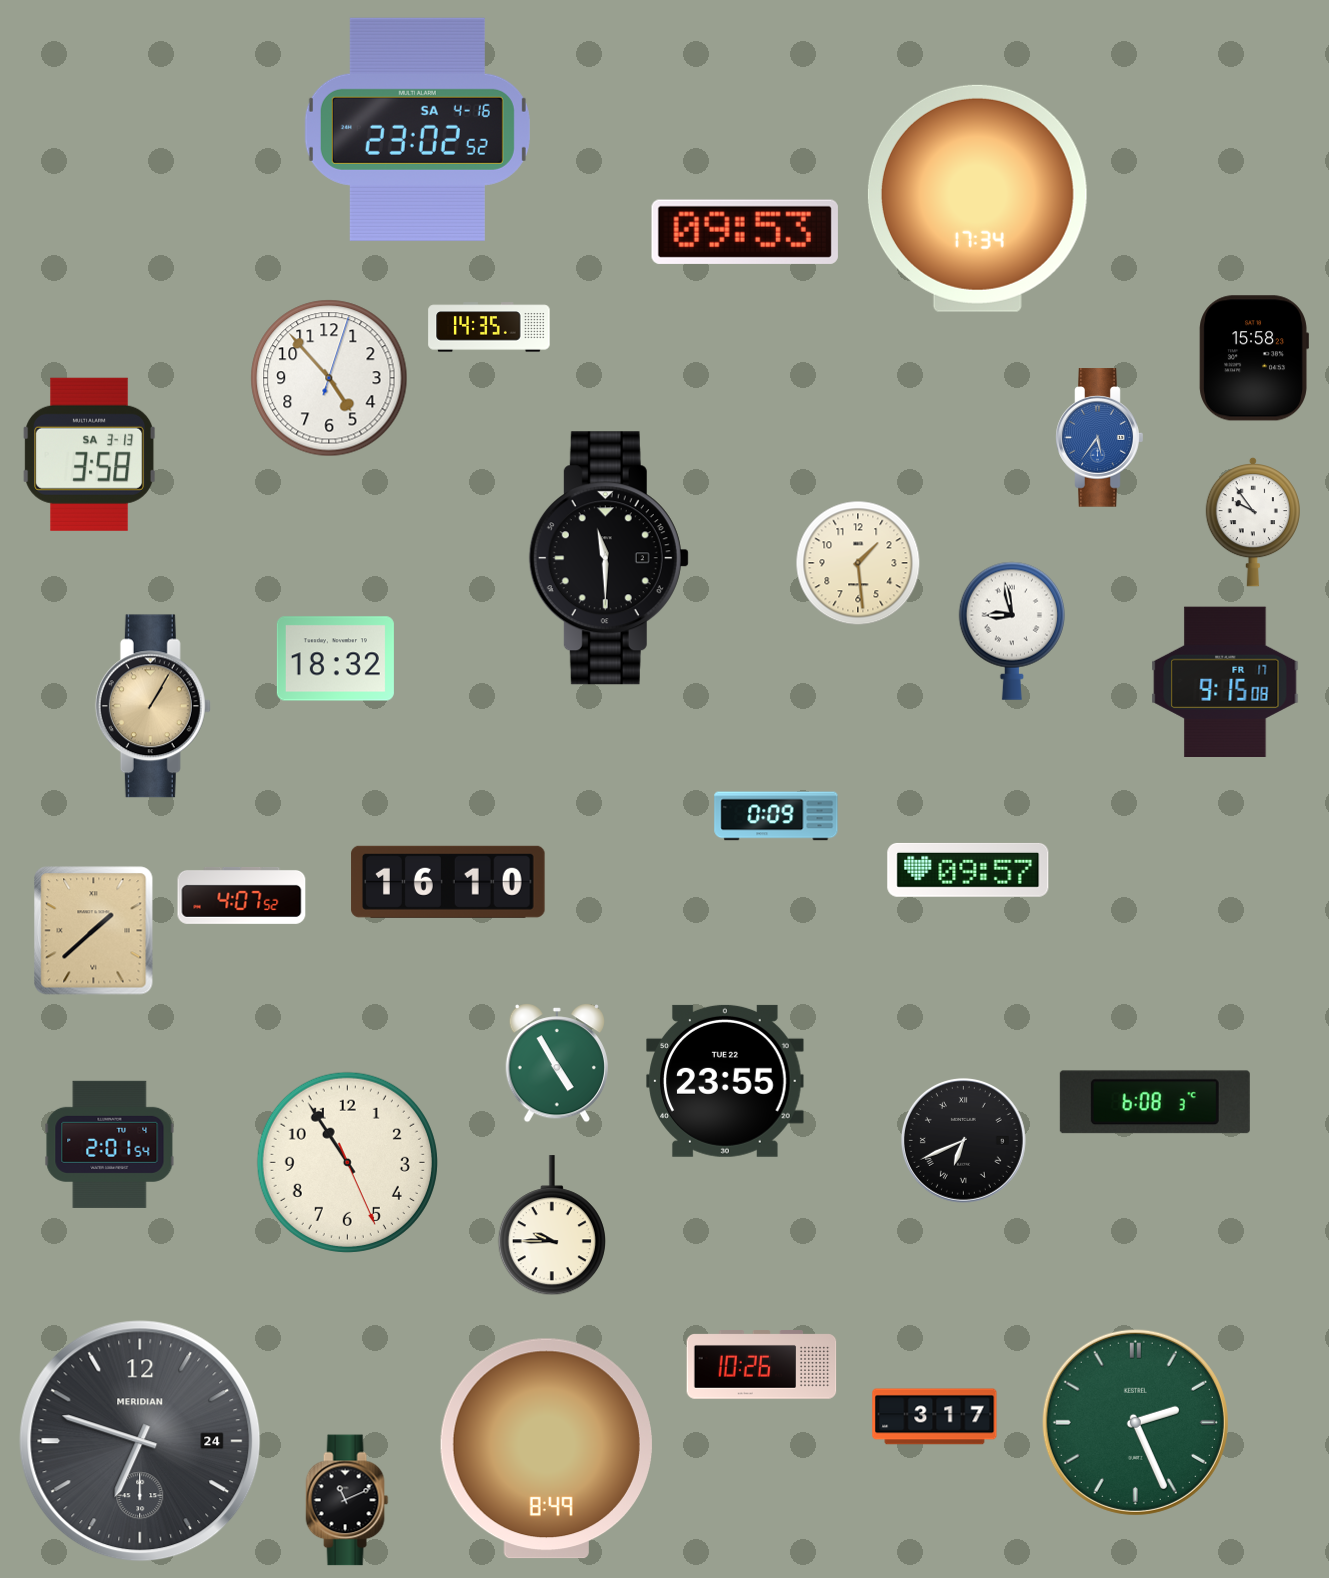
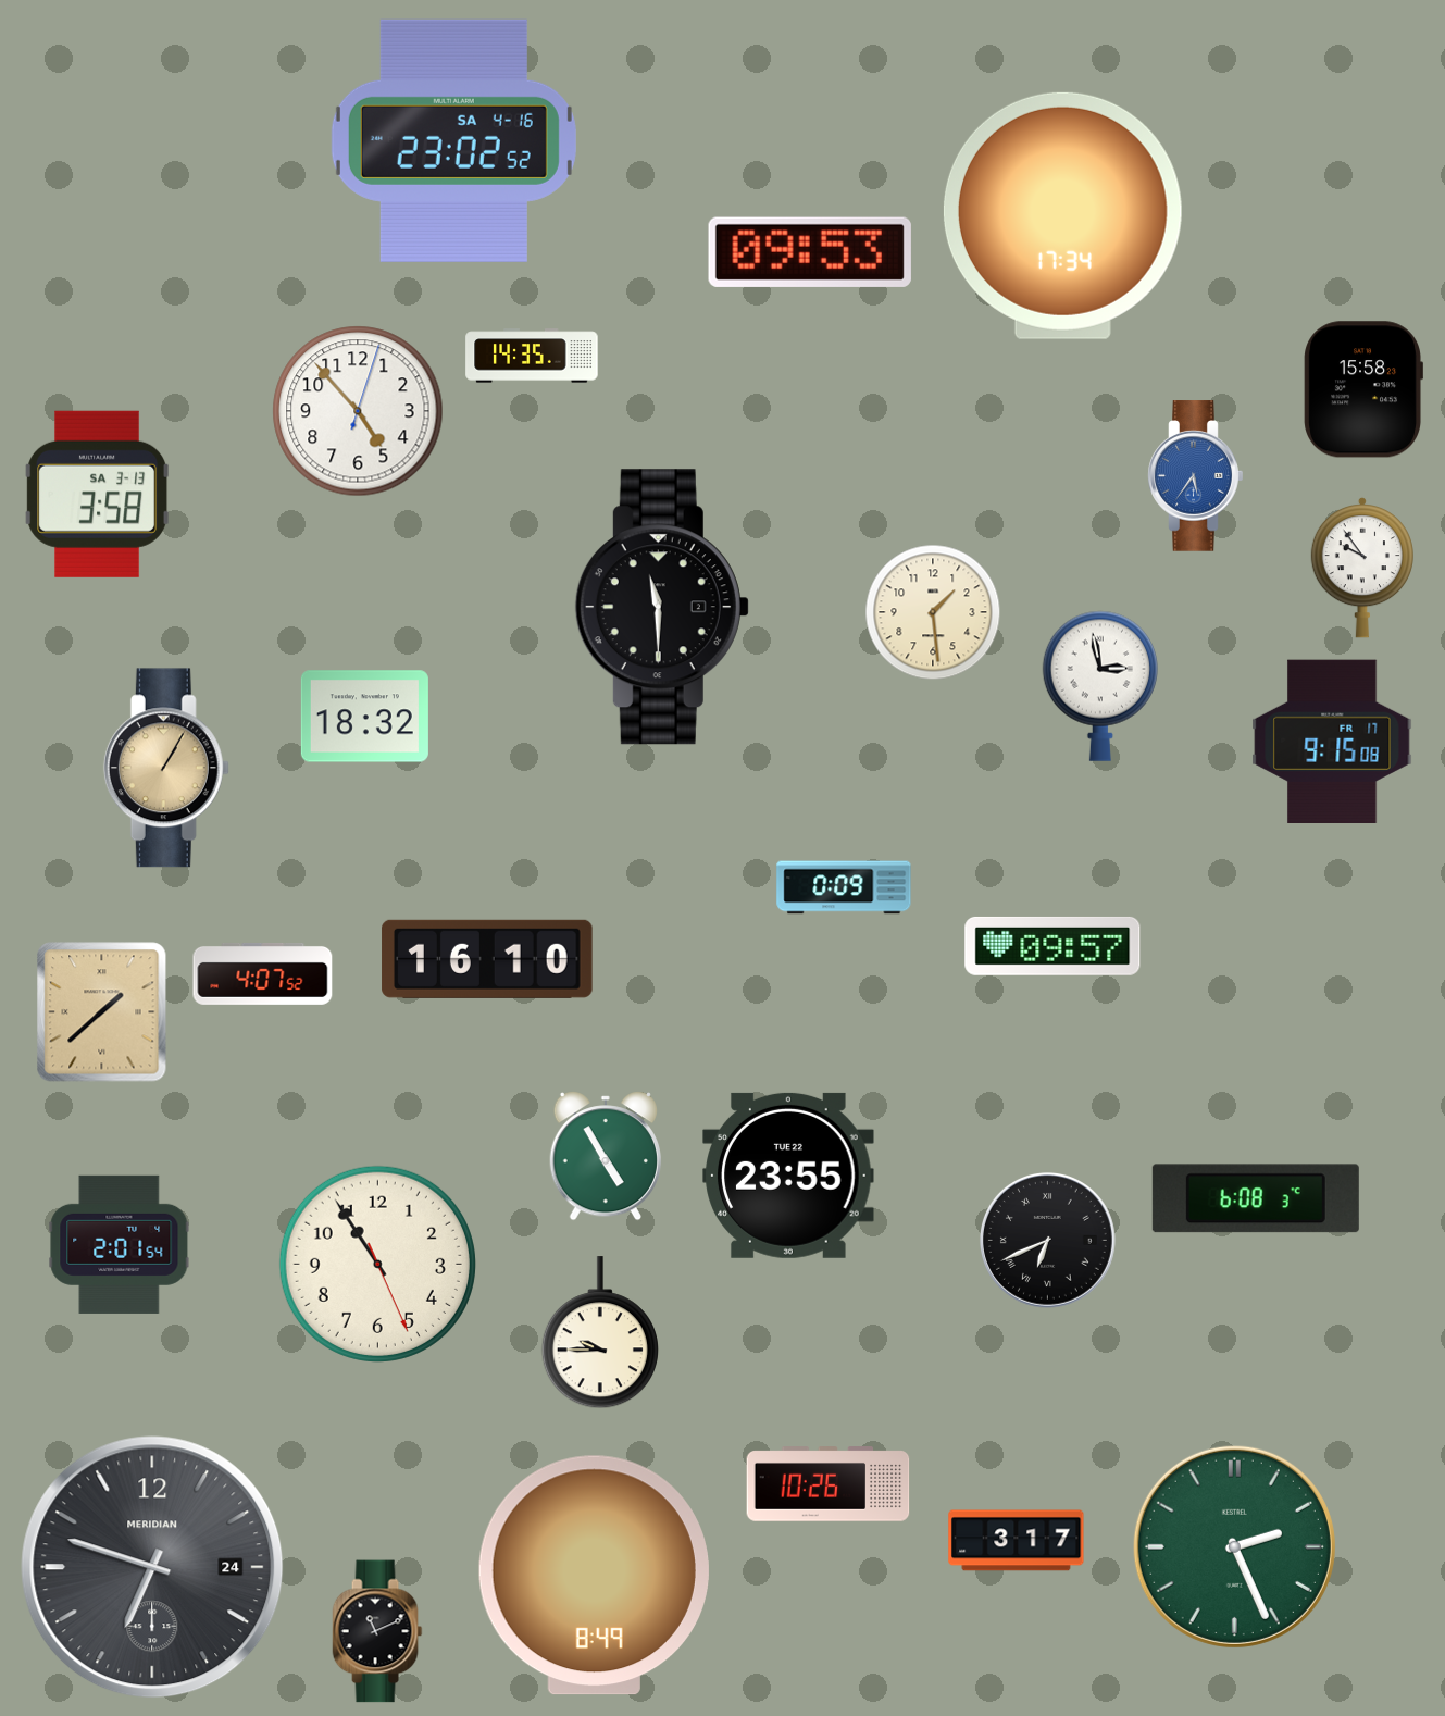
clock at (1012, 631): 8:58 -> 2:58
